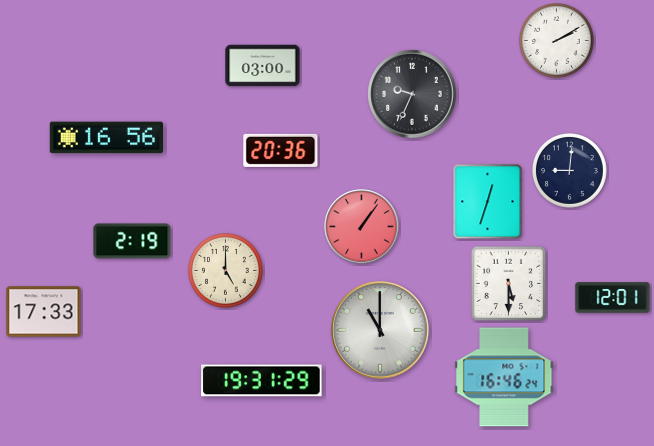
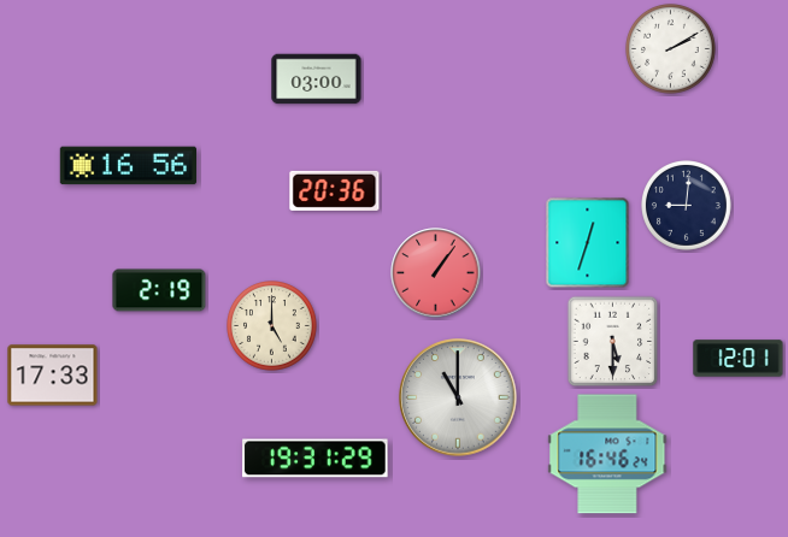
clock at (412, 94): 9:34 -> none
clock at (281, 150) position: (281, 150) -> (335, 190)
